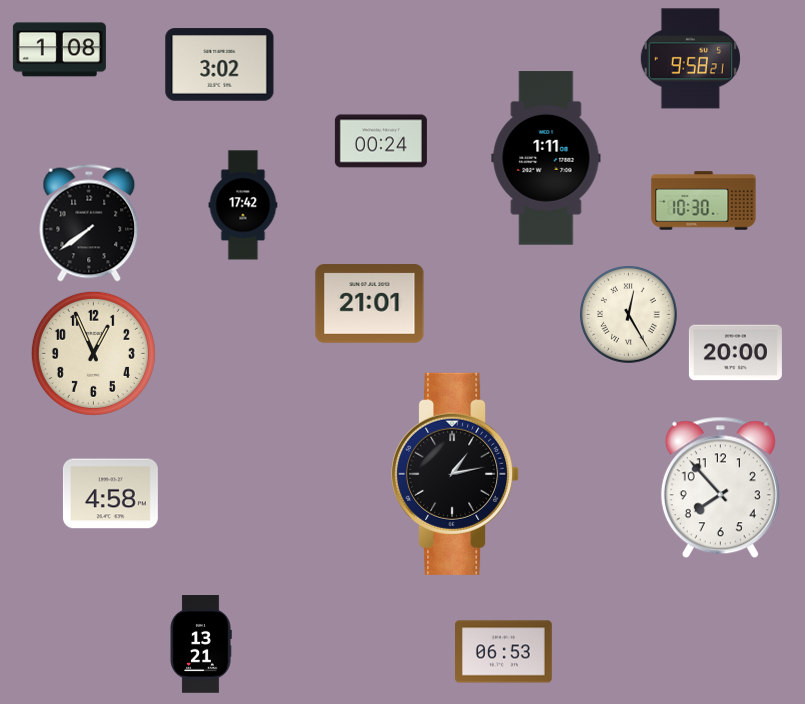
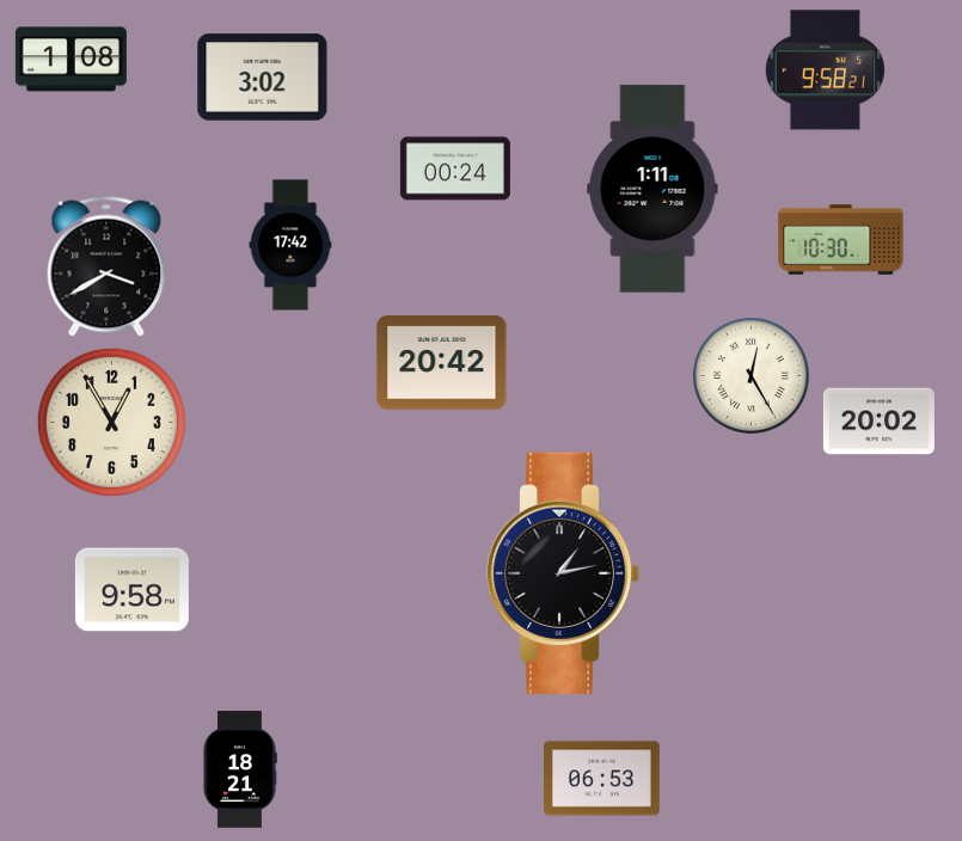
clock at (89, 223): 7:39 -> 3:40
clock at (370, 304): 21:01 -> 20:42
clock at (93, 353): 12:56 -> 12:55
clock at (735, 353): 20:00 -> 20:02
clock at (456, 474) position: (456, 474) -> (564, 573)
clock at (720, 488): 7:53 -> none
clock at (110, 494): 4:58 -> 9:58
clock at (201, 644): 13:21 -> 18:21
